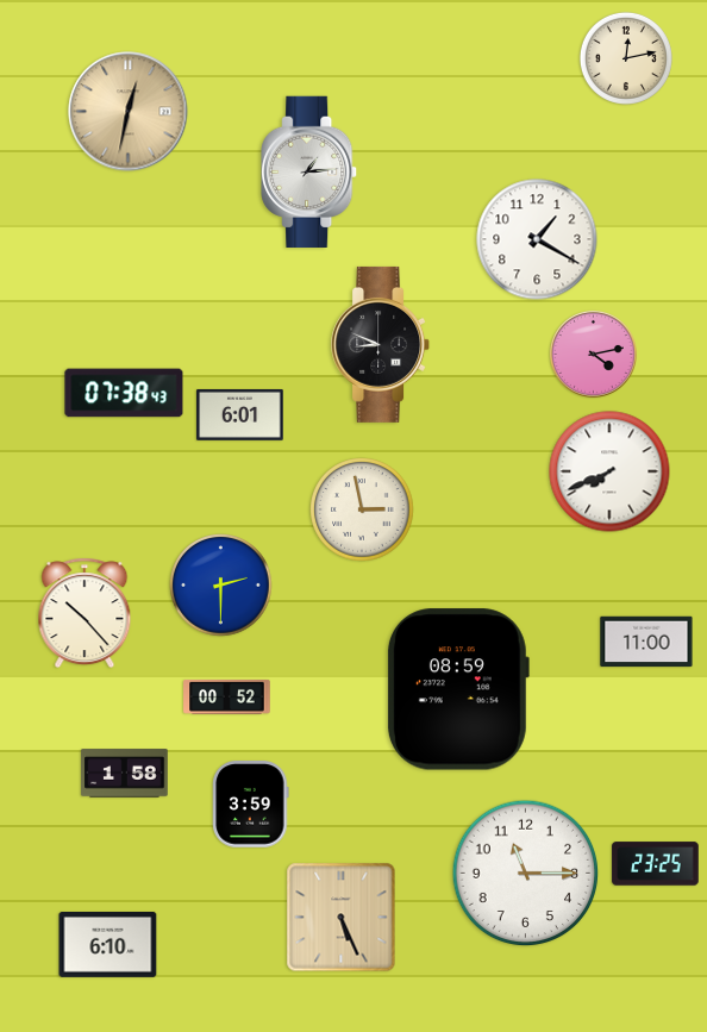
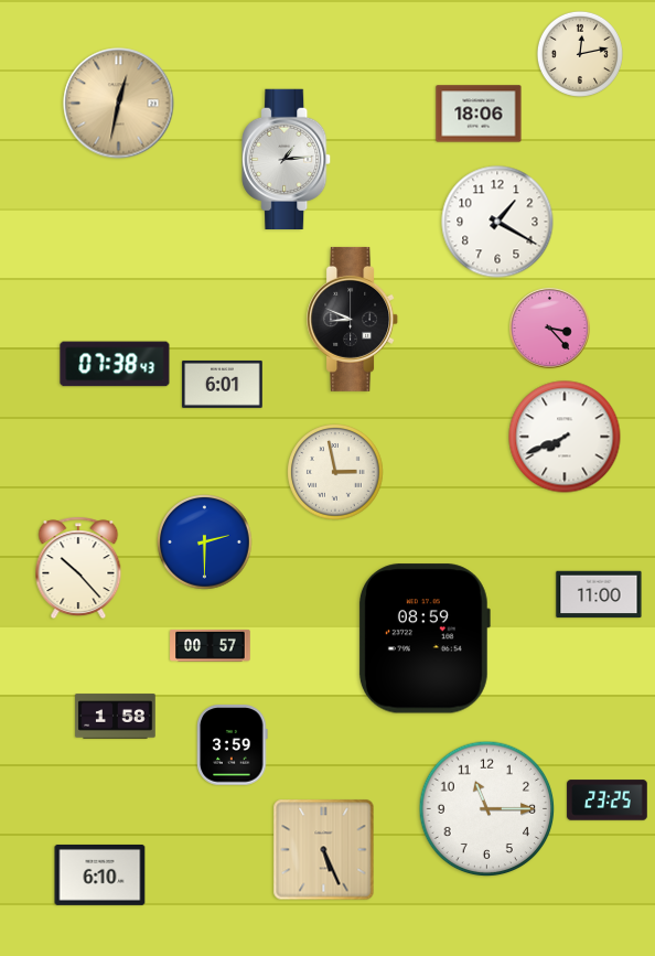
clock at (479, 114): none -> 18:06
clock at (594, 355): 4:13 -> 3:23
clock at (227, 696): 00:52 -> 00:57
clock at (342, 918) position: (342, 918) -> (324, 850)
